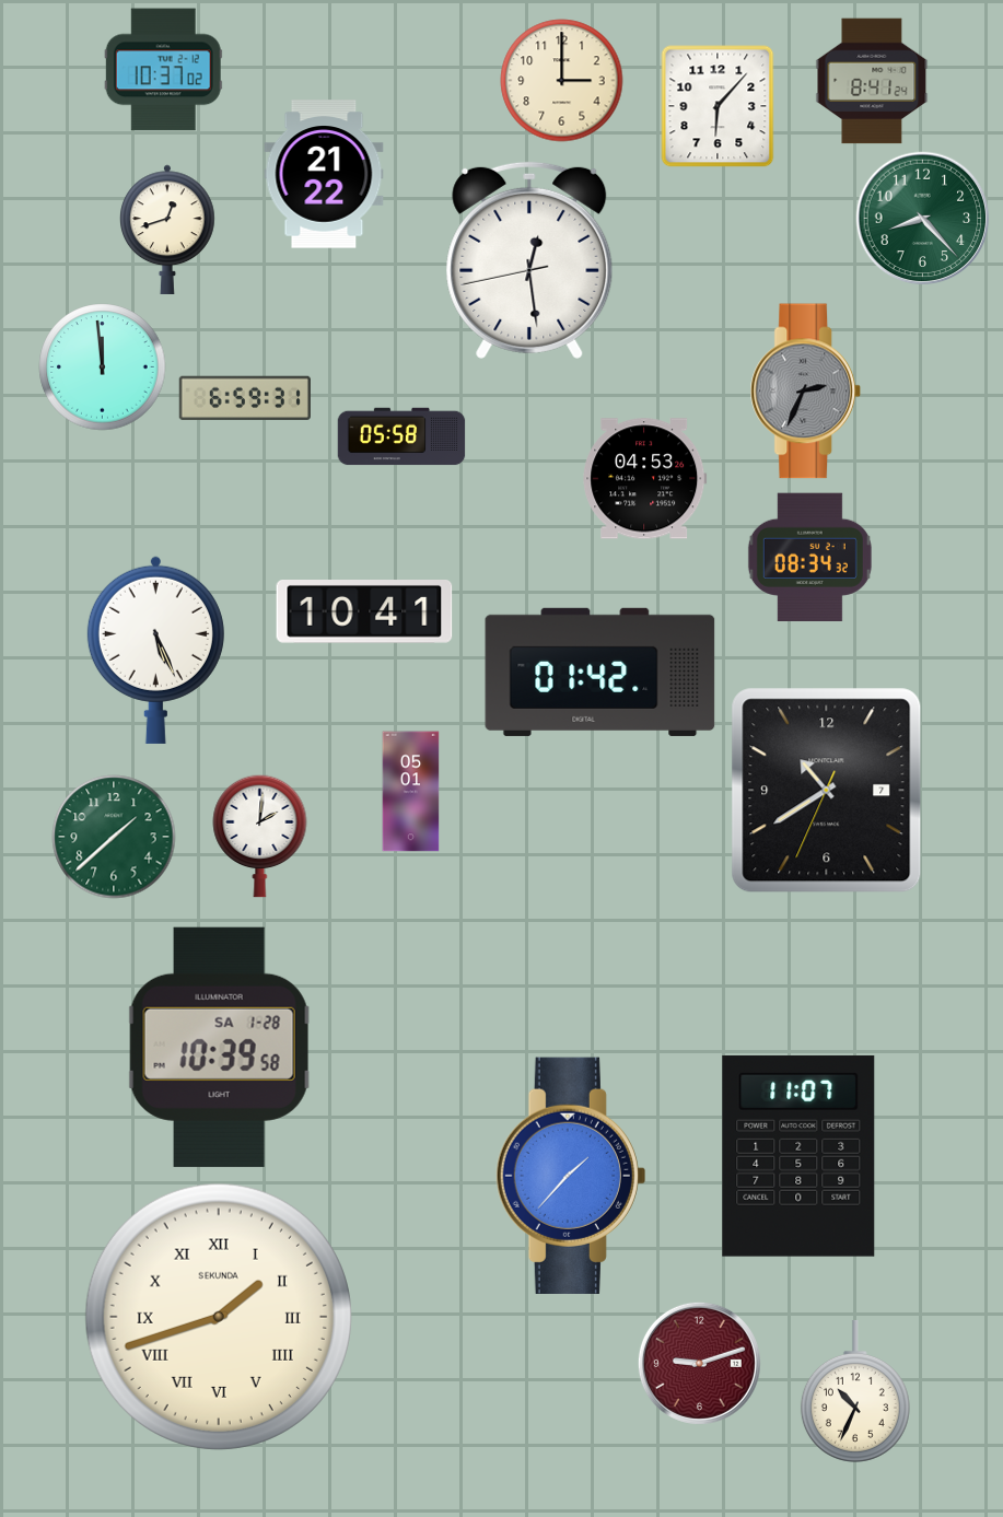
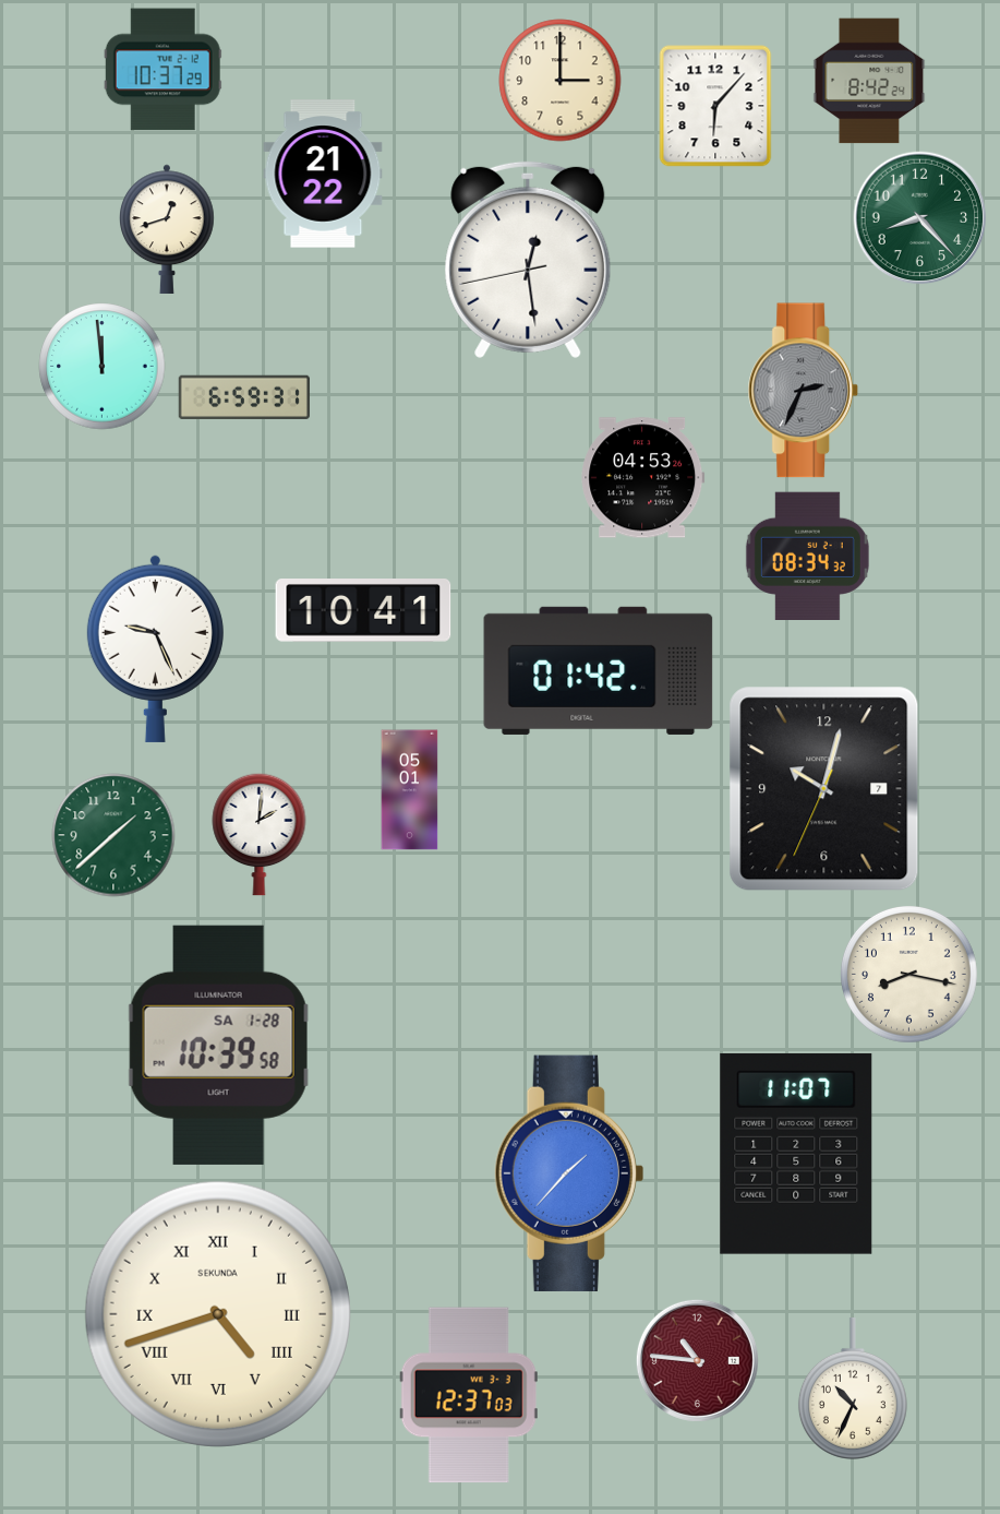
clock at (163, 70): 10:37:02 -> 10:37:29
clock at (872, 81): 8:41 -> 8:42
clock at (401, 436): 05:58 -> none
clock at (155, 650): 5:26 -> 9:26
clock at (827, 791): 10:39 -> 10:02
clock at (908, 974): none -> 8:17
clock at (219, 1317): 1:42 -> 4:42
clock at (699, 1363): 9:12 -> 10:46
clock at (469, 1395): none -> 12:37
